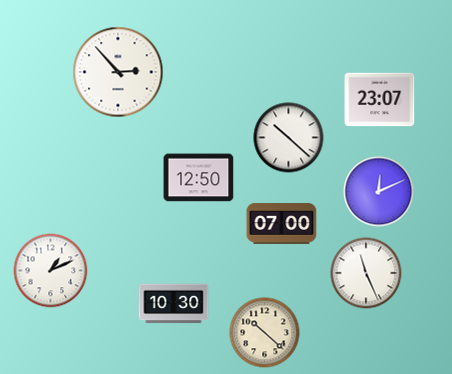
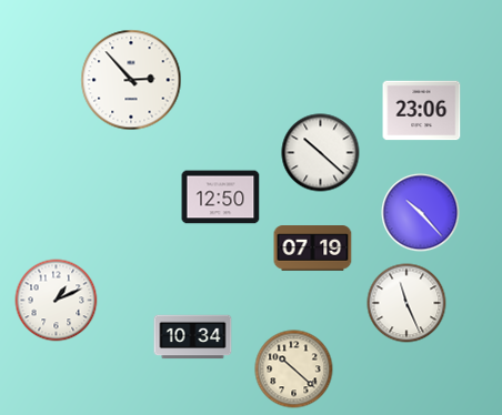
clock at (380, 100): 23:07 -> 23:06
clock at (379, 192): 12:11 -> 10:23
clock at (282, 224): 07:00 -> 07:19
clock at (174, 304): 10:30 -> 10:34
